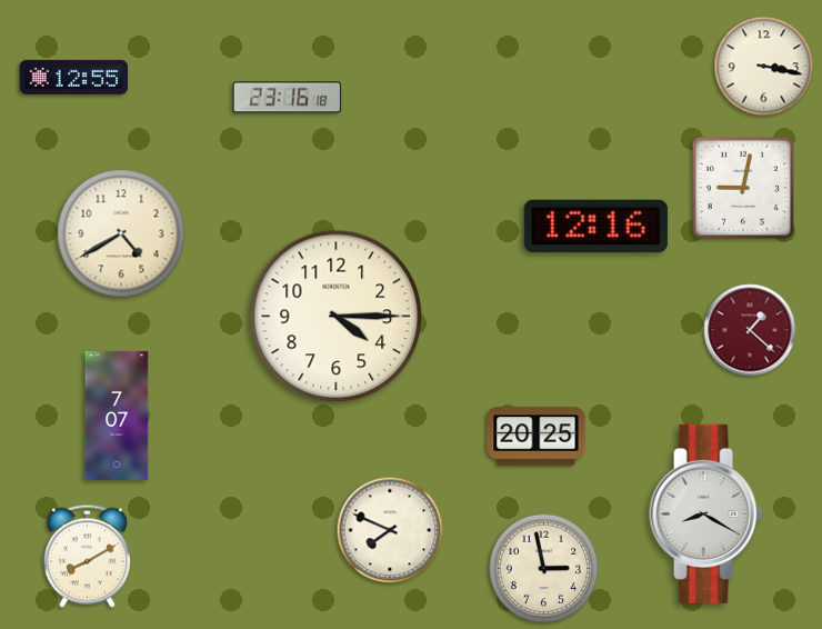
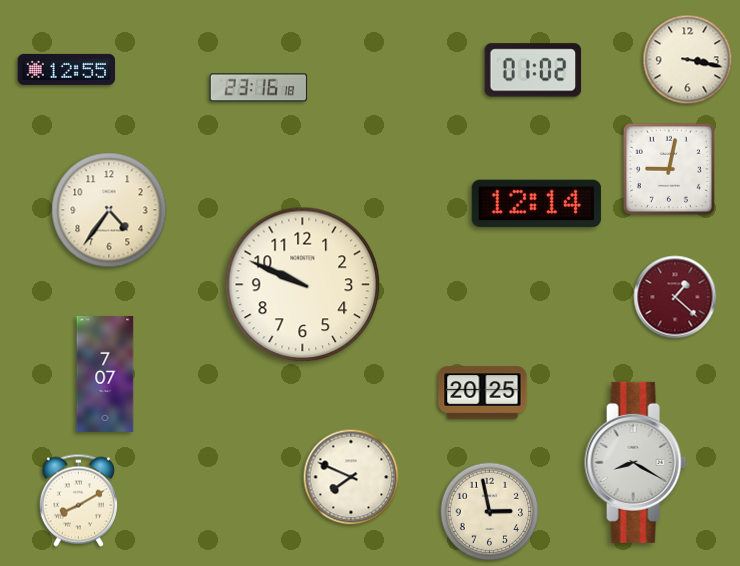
clock at (533, 70): none -> 01:02
clock at (595, 227): 12:16 -> 12:14
clock at (121, 233): 4:40 -> 4:36
clock at (337, 317): 4:15 -> 9:49
